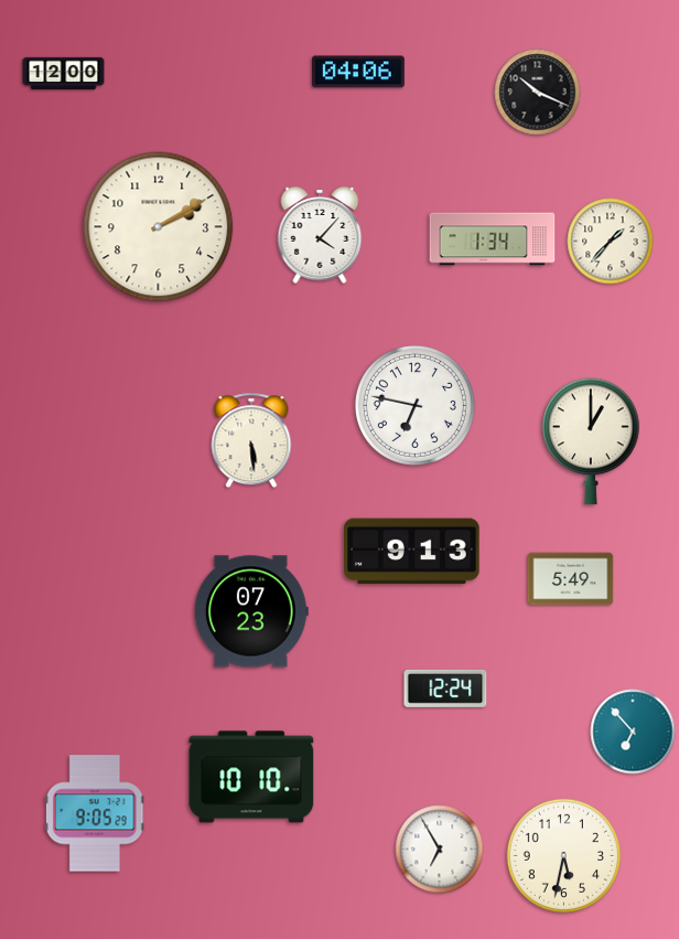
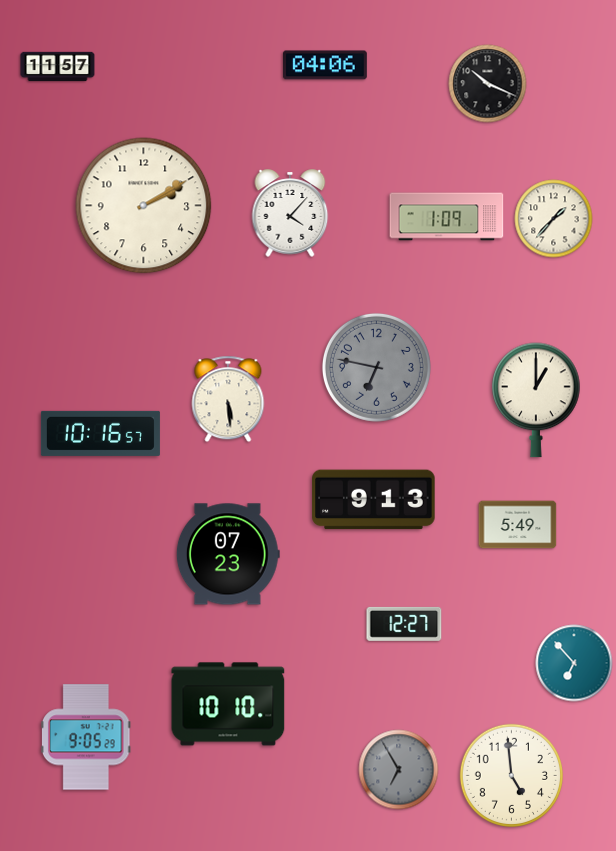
clock at (64, 74): 12:00 -> 11:57
clock at (493, 239): 1:34 -> 1:09
clock at (414, 405) dial: white -> grey
clock at (100, 433): none -> 10:16
clock at (445, 689): 12:24 -> 12:27
clock at (440, 850) dial: white -> grey
clock at (563, 855): 5:32 -> 4:59
